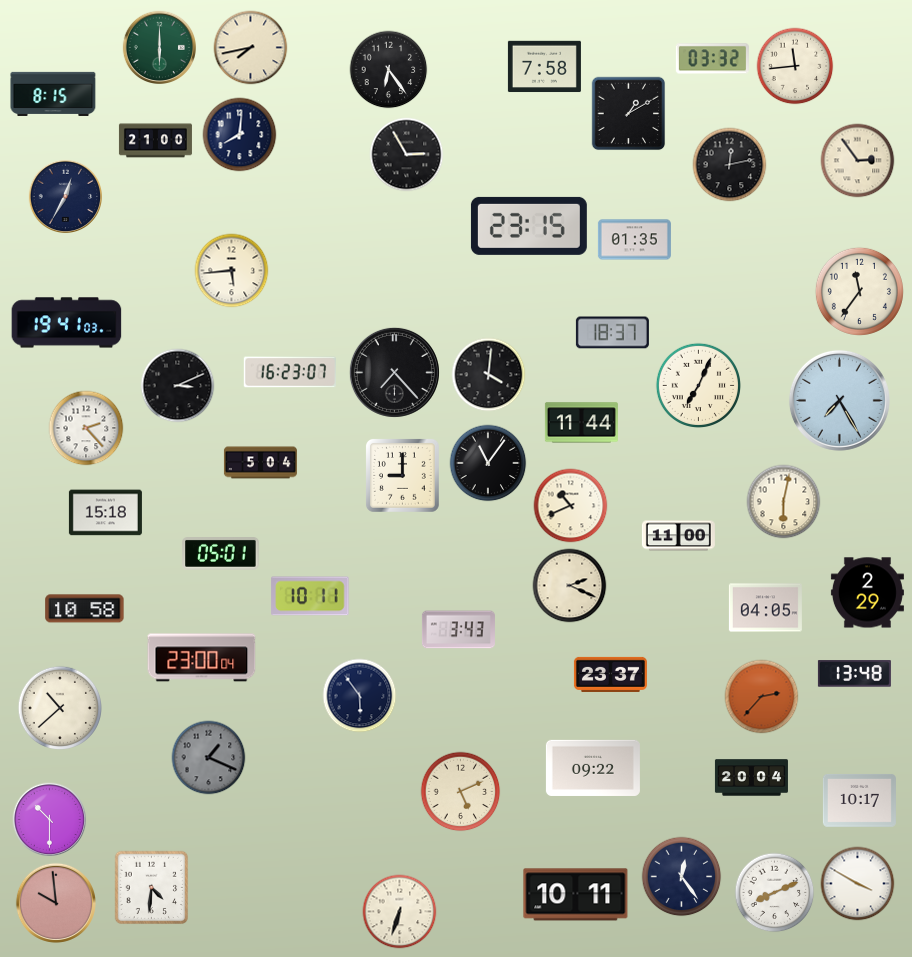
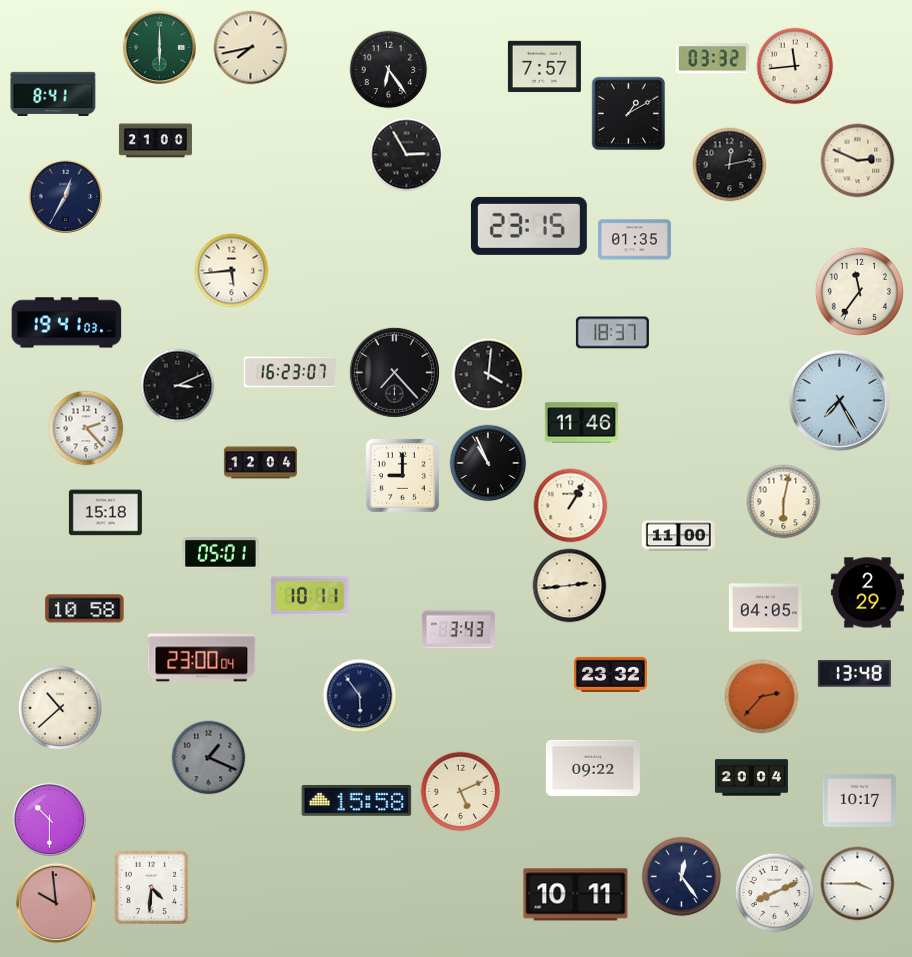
clock at (544, 67): 7:58 -> 7:57
clock at (53, 94): 8:15 -> 8:41
clock at (240, 135): 8:01 -> none
clock at (858, 161): 2:54 -> 2:49
clock at (698, 385): 7:04 -> none
clock at (581, 423): 11:44 -> 11:46
clock at (260, 463): 5:04 -> 12:04
clock at (488, 463): 11:06 -> 10:56
clock at (571, 506): 10:41 -> 1:05
clock at (570, 586): 2:19 -> 2:44
clock at (610, 674): 23:37 -> 23:32
clock at (357, 801): none -> 15:58
clock at (858, 884): 3:50 -> 3:45
clock at (400, 912): 6:33 -> none
